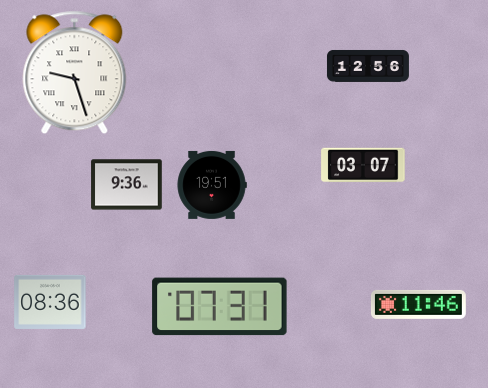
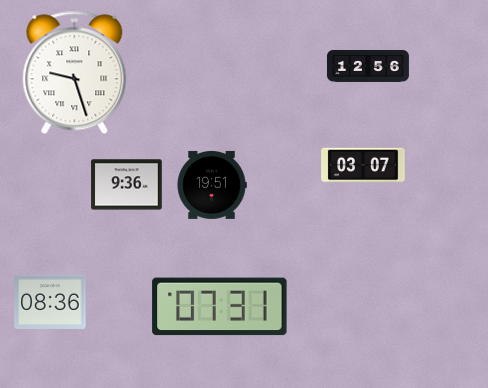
clock at (418, 304): 11:46 -> none
